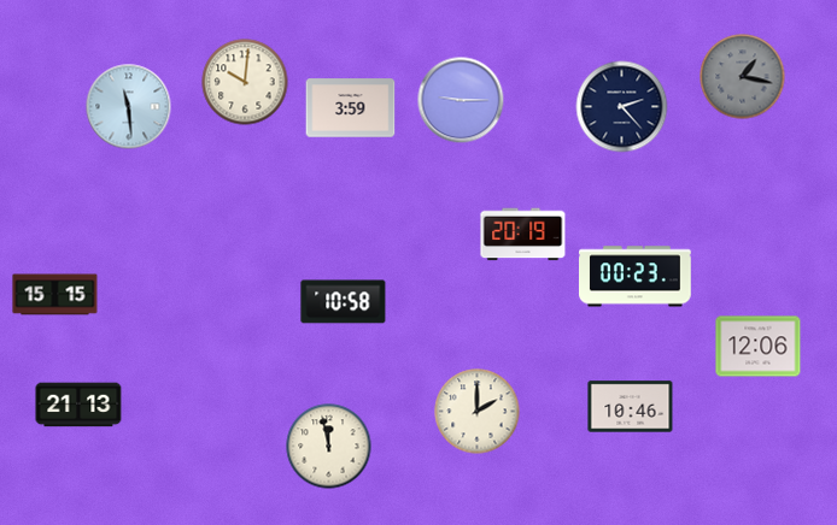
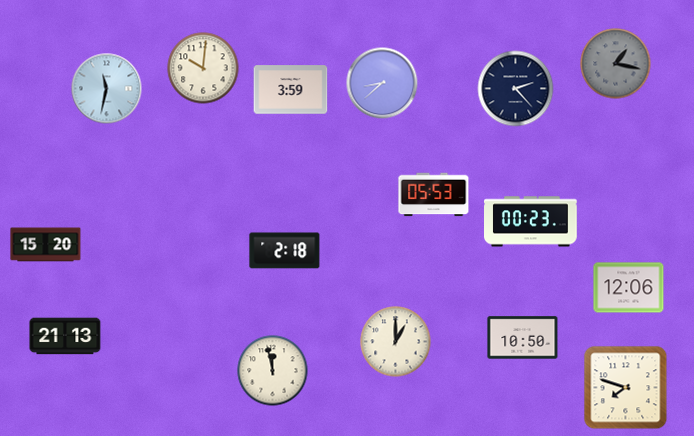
clock at (461, 100): 9:15 -> 8:38
clock at (129, 107): 11:29 -> 11:32
clock at (523, 235): 20:19 -> 05:53
clock at (636, 277) position: (636, 277) -> (531, 222)
clock at (55, 295): 15:15 -> 15:20
clock at (344, 302): 10:58 -> 2:18
clock at (631, 407): 10:46 -> 10:50
clock at (478, 412): 2:00 -> 1:00
clock at (626, 388): none -> 7:48
